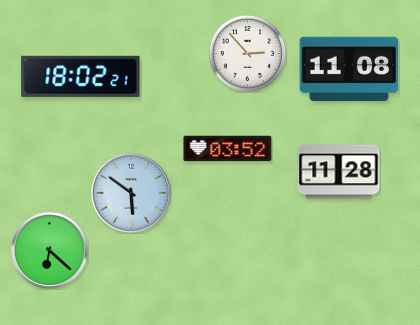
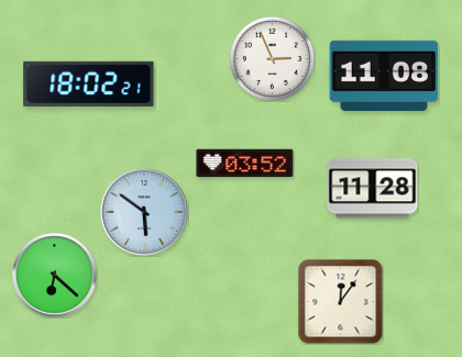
clock at (247, 53): 2:53 -> 2:56
clock at (228, 149) position: (228, 149) -> (245, 164)
clock at (340, 301): none -> 12:06
